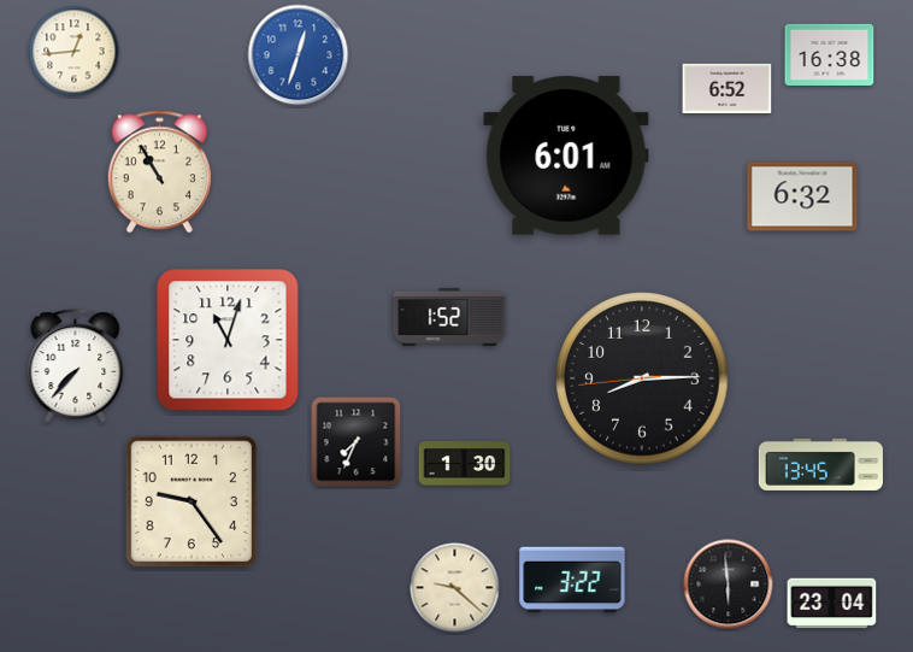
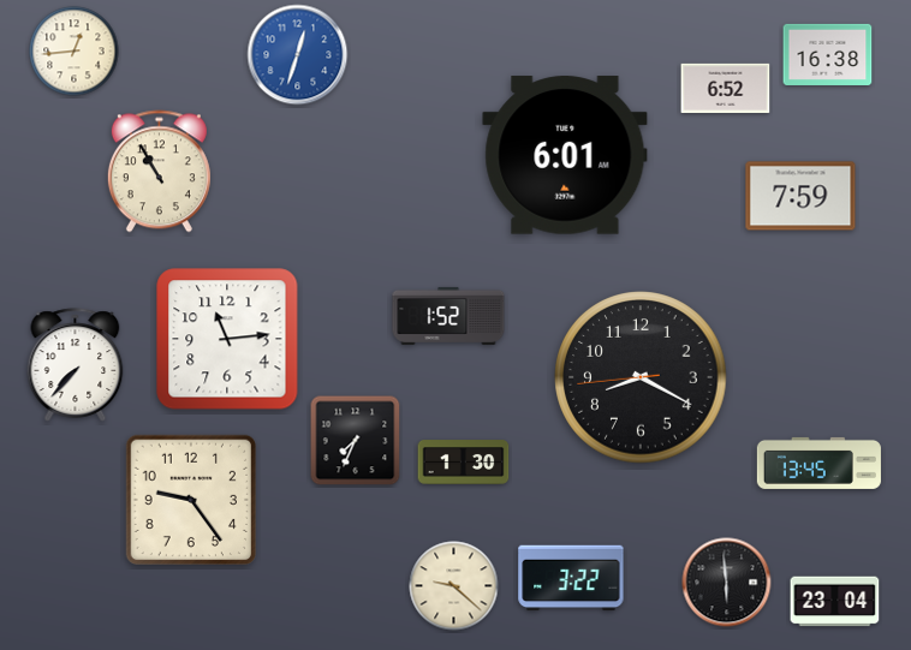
clock at (802, 196): 6:32 -> 7:59
clock at (228, 340): 11:03 -> 11:14
clock at (642, 378): 8:14 -> 8:19
clock at (832, 604) position: (832, 604) -> (835, 602)
